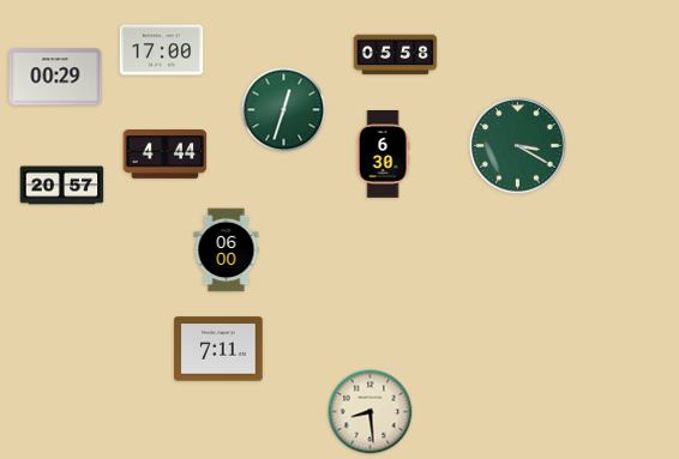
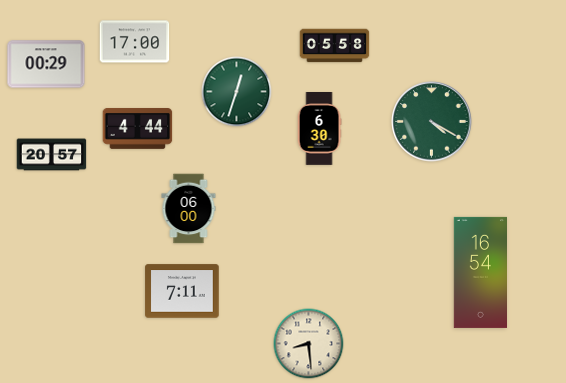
clock at (396, 55) position: (396, 55) -> (335, 46)
clock at (518, 146): 3:20 -> 4:20
clock at (480, 272): none -> 16:54
